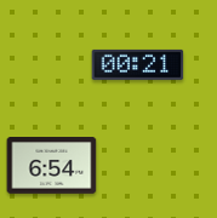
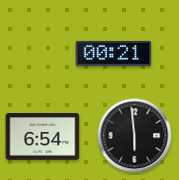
clock at (135, 136): none -> 5:59
